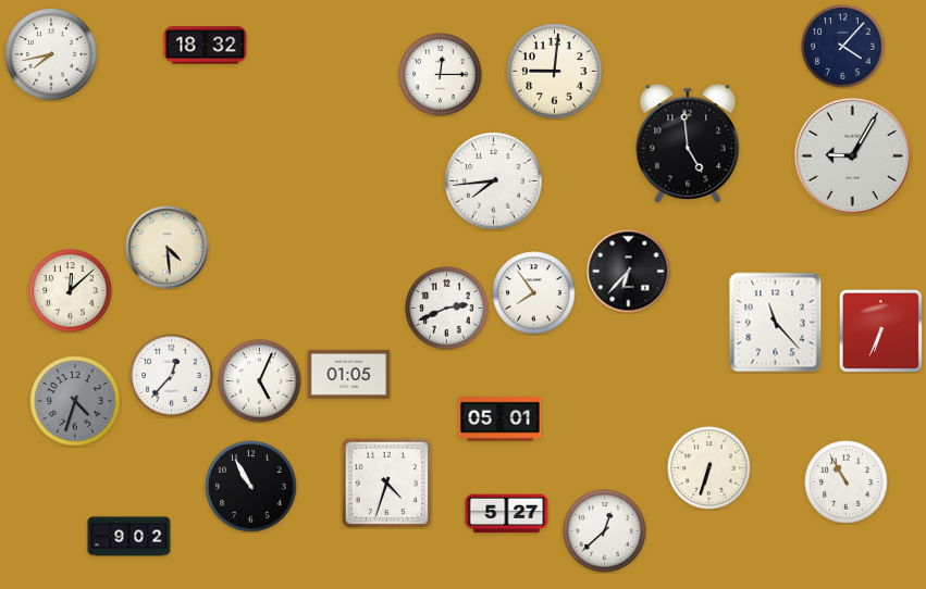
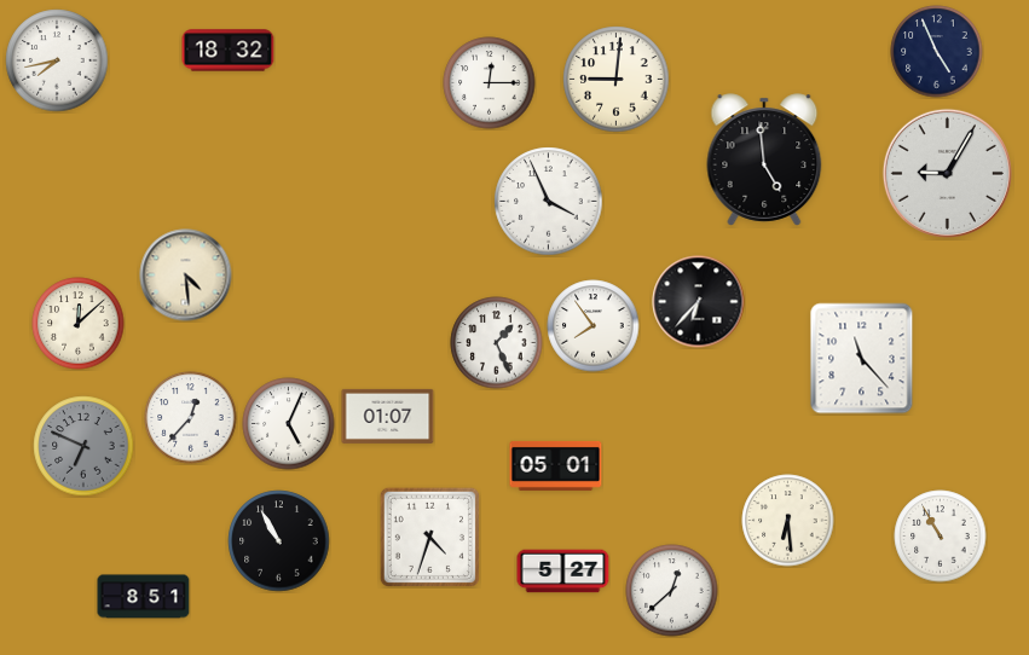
clock at (843, 47): 4:07 -> 4:56
clock at (494, 181): 7:44 -> 3:56
clock at (447, 309): 2:41 -> 1:26
clock at (880, 330): 6:34 -> none
clock at (349, 374): 01:05 -> 01:07
clock at (75, 401): 4:33 -> 6:49
clock at (709, 468): 6:33 -> 6:29
clock at (129, 537): 9:02 -> 8:51
